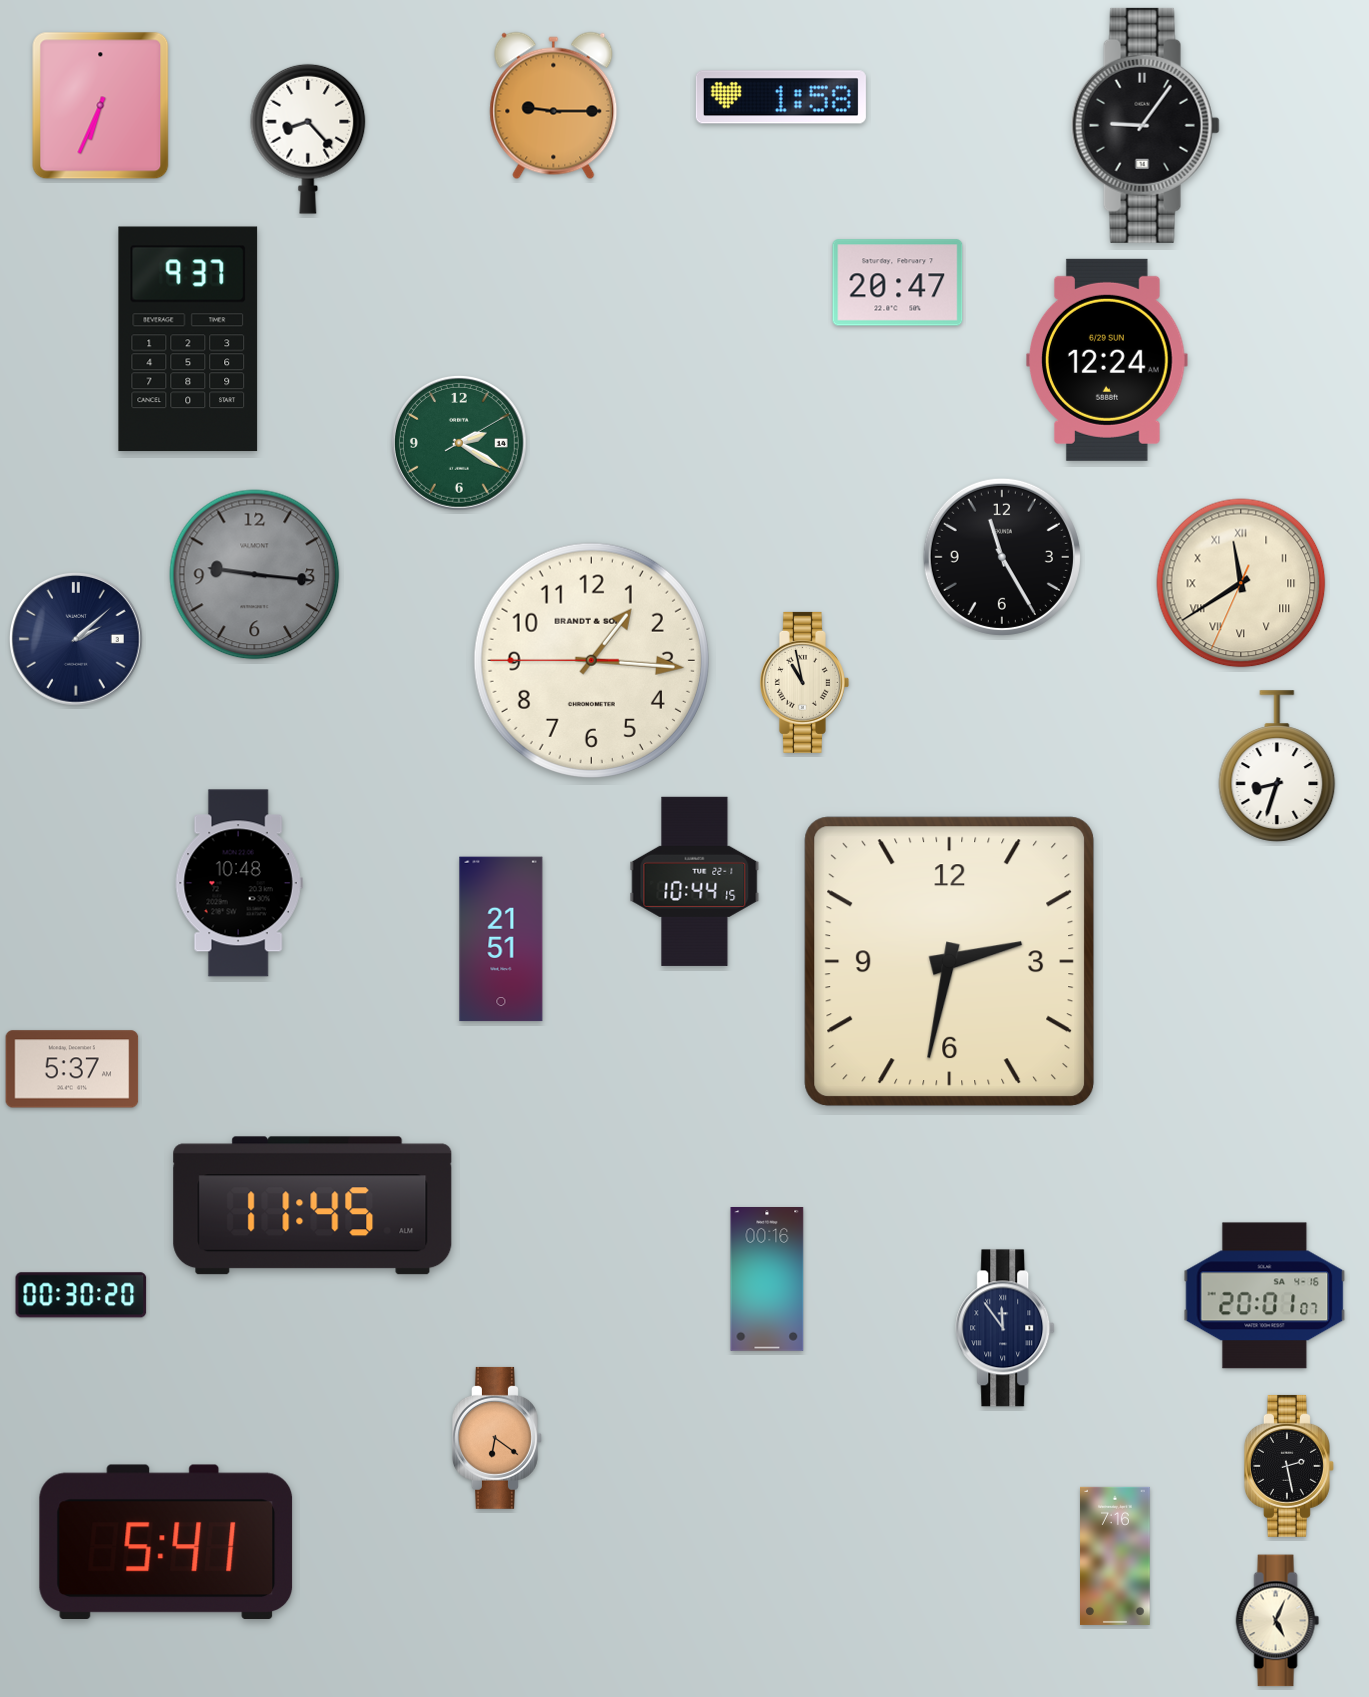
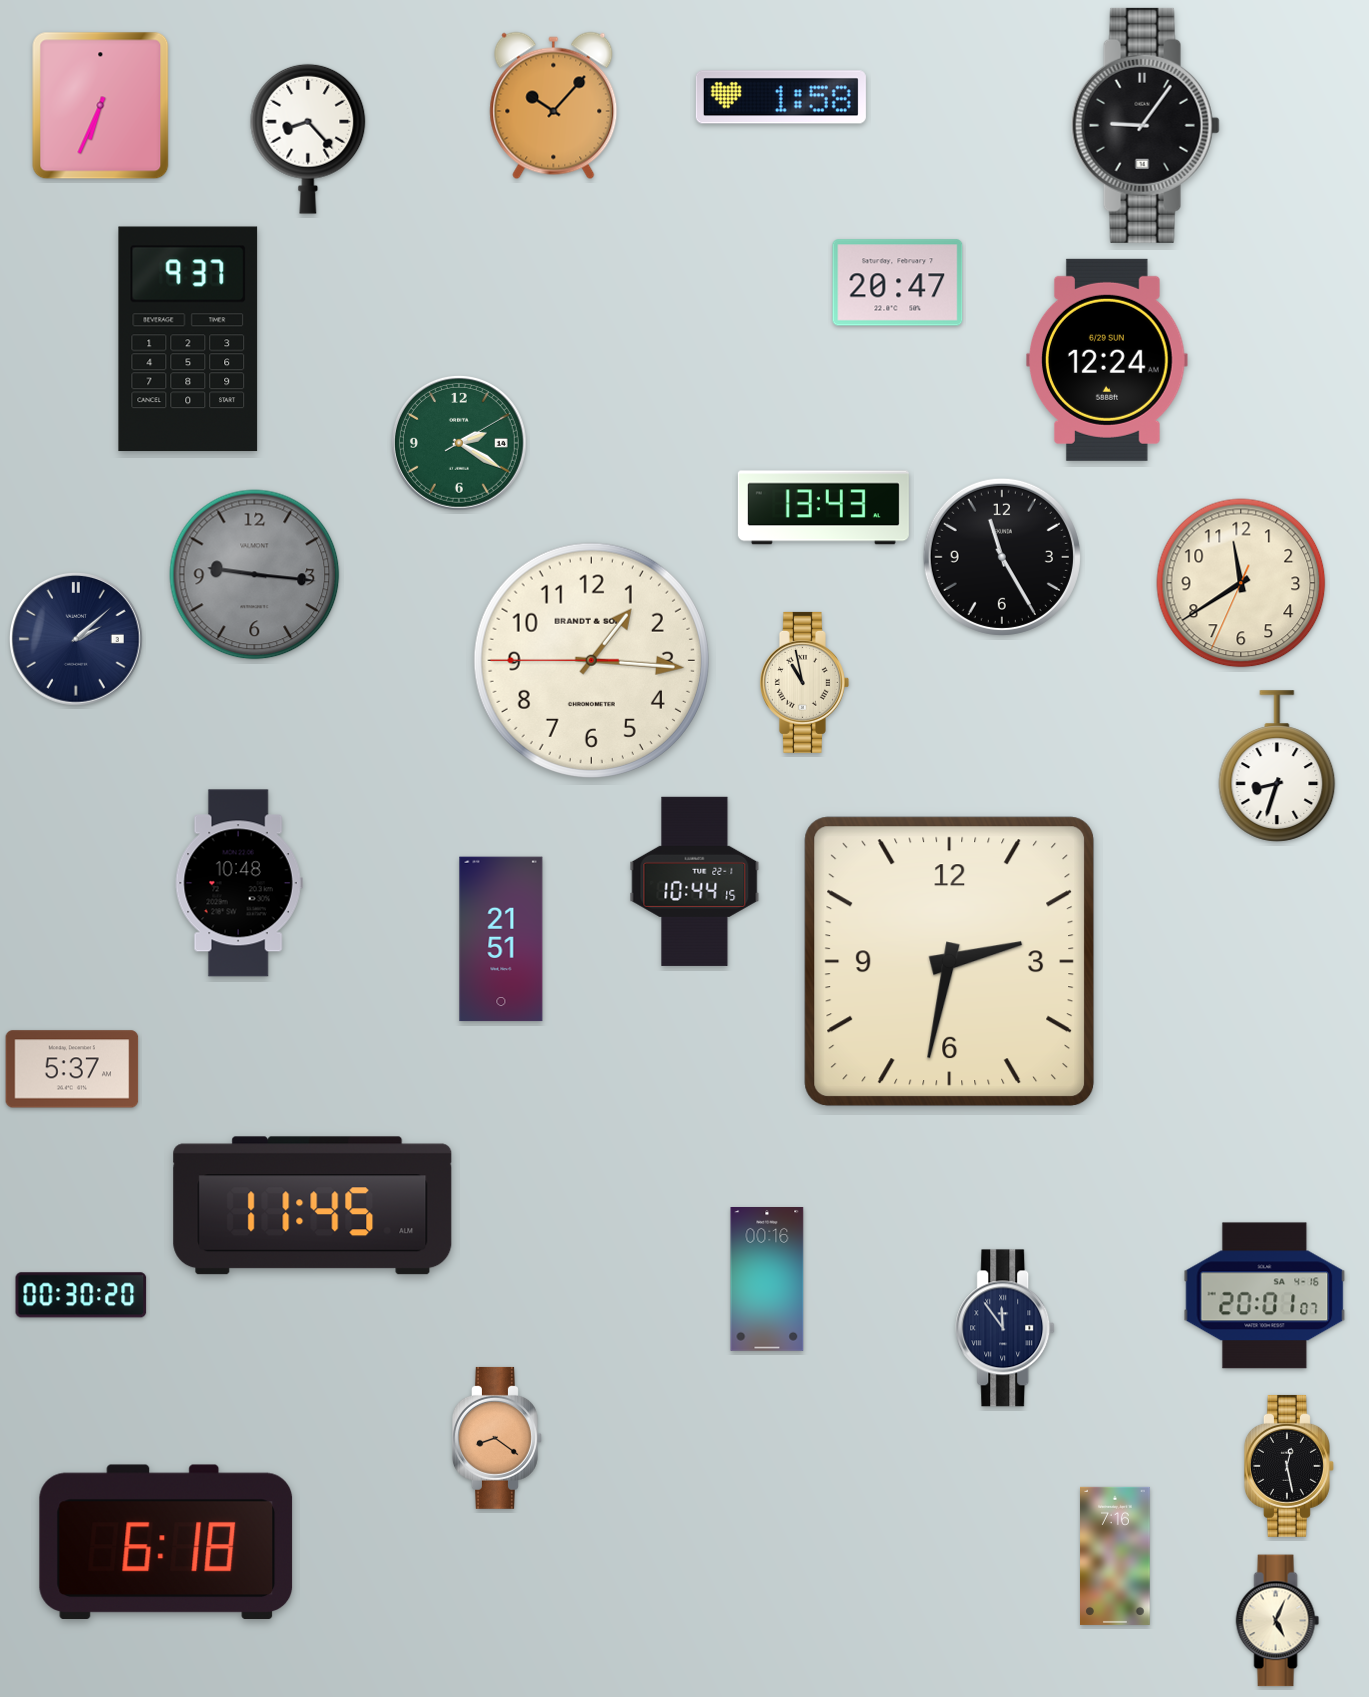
clock at (554, 106): 9:15 -> 10:07
clock at (823, 508): none -> 13:43
clock at (1241, 583) numerals: Roman -> Arabic
clock at (497, 1438): 6:21 -> 8:21
clock at (1289, 1466): 2:28 -> 12:28
clock at (166, 1541): 5:41 -> 6:18
